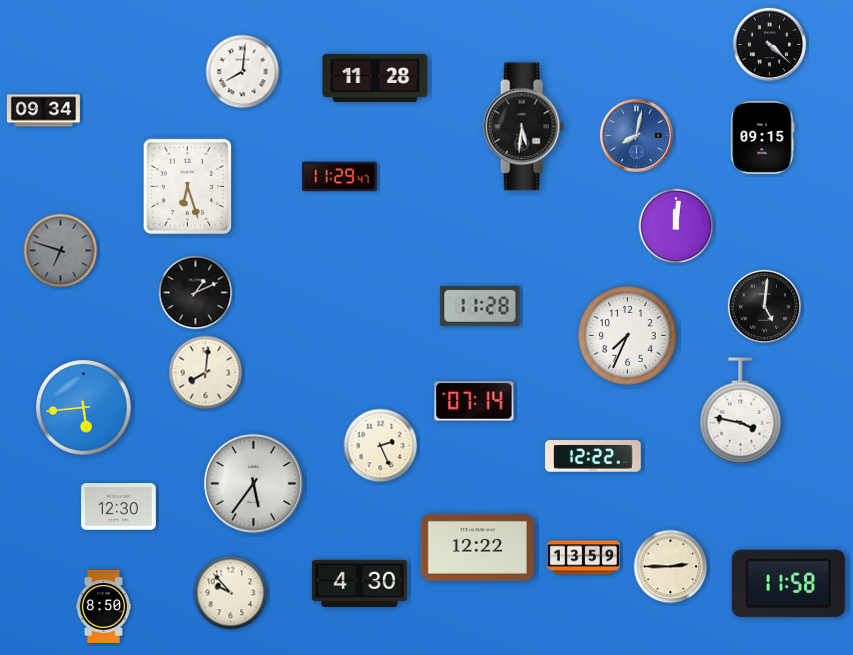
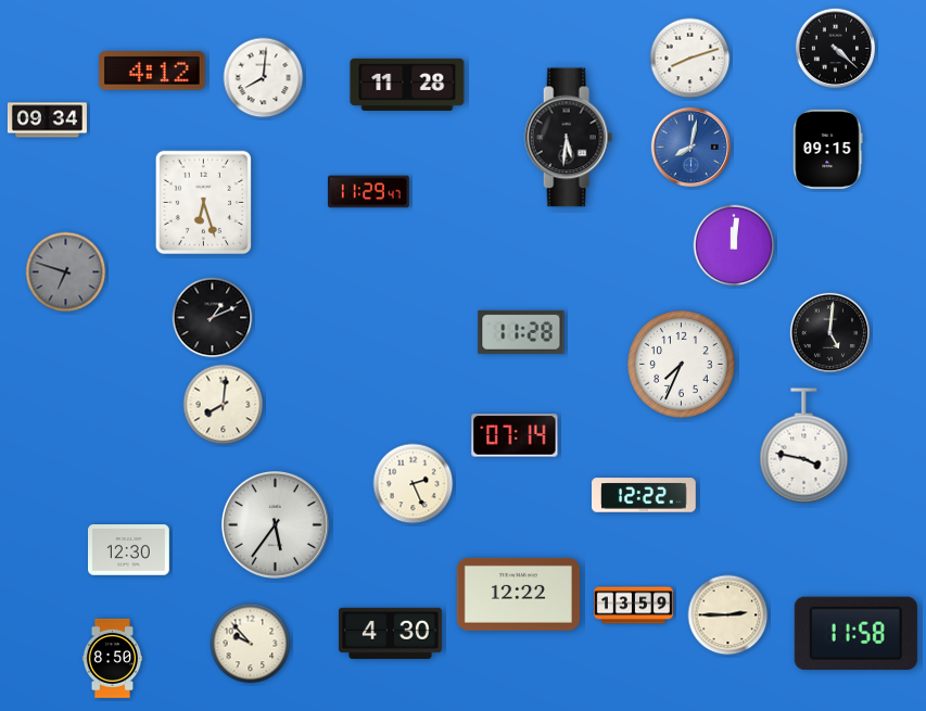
clock at (690, 59): none -> 8:12
clock at (152, 71): none -> 4:12
clock at (84, 408): 5:44 -> none
